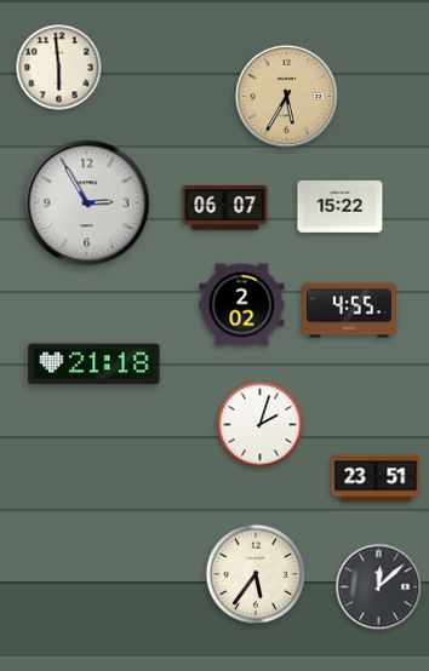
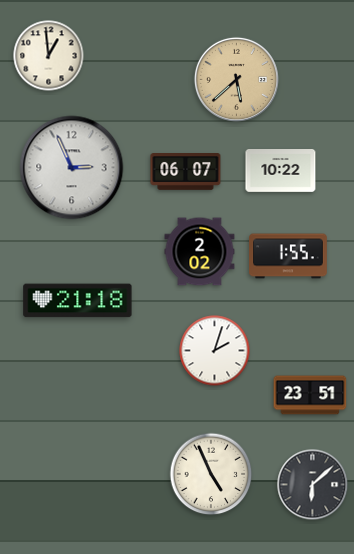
clock at (59, 68): 5:59 -> 12:59
clock at (286, 96): 5:35 -> 5:38
clock at (87, 203): 2:55 -> 2:56
clock at (341, 207): 15:22 -> 10:22
clock at (349, 310): 4:55 -> 1:55
clock at (256, 574): 5:36 -> 4:56
clock at (379, 587): 12:08 -> 6:08
